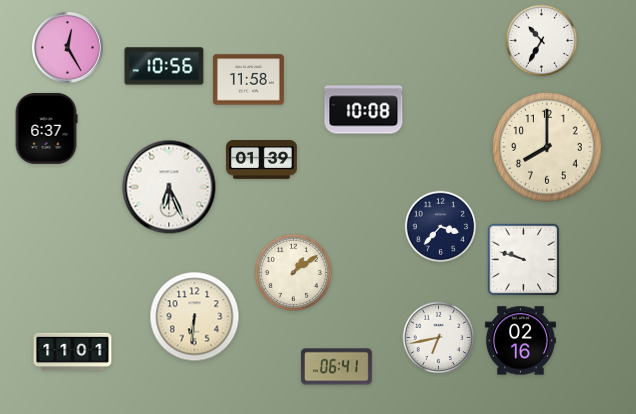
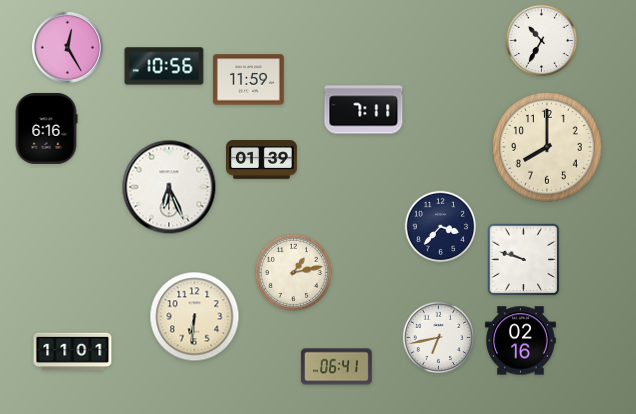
clock at (248, 80): 11:58 -> 11:59
clock at (364, 110): 10:08 -> 7:11
clock at (46, 128): 6:37 -> 6:16
clock at (293, 272): 1:09 -> 1:13
